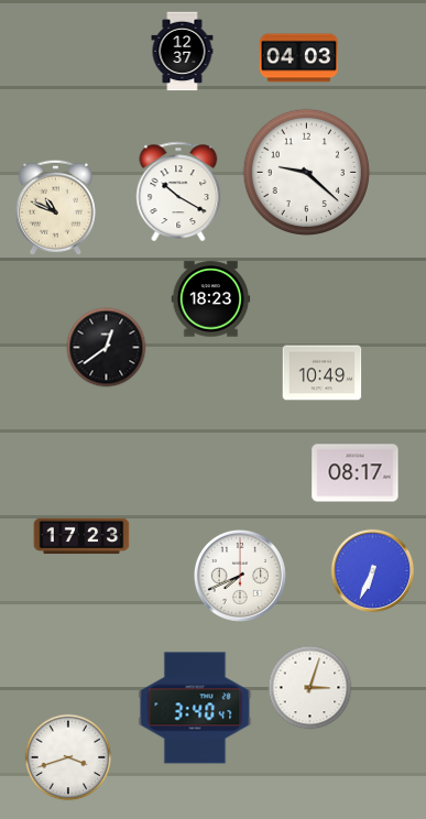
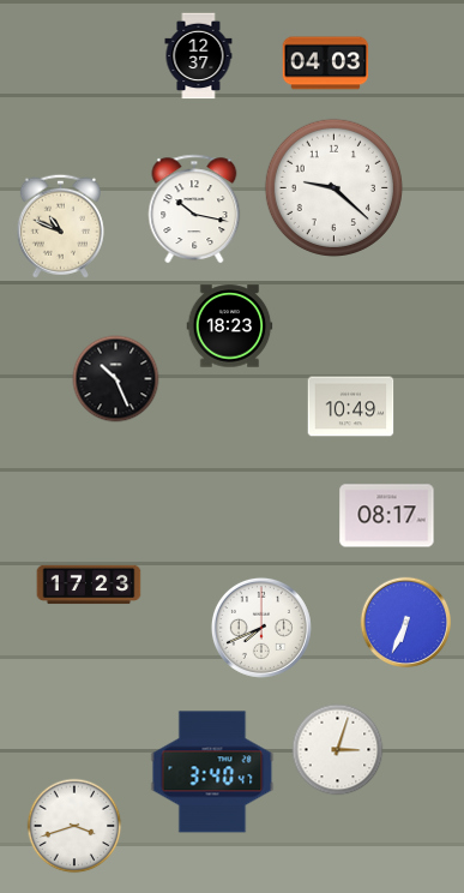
clock at (178, 192): 10:20 -> 10:17
clock at (107, 348): 12:39 -> 10:26
